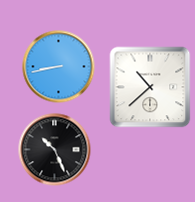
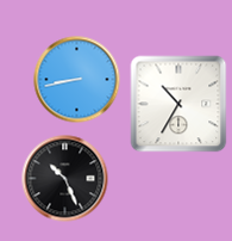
clock at (59, 67) position: (59, 67) -> (77, 80)
clock at (150, 87): 10:38 -> 10:35
